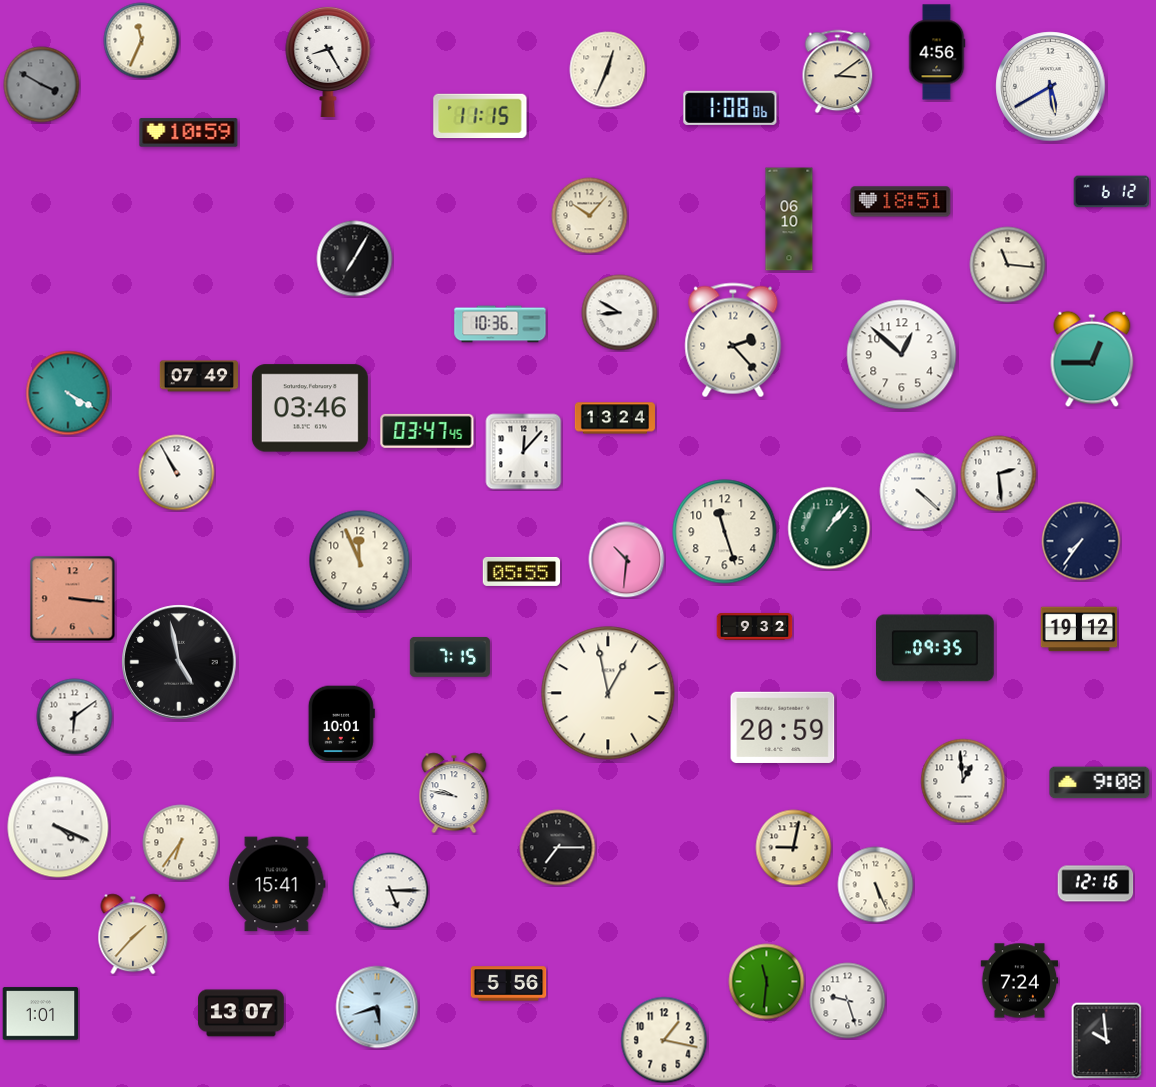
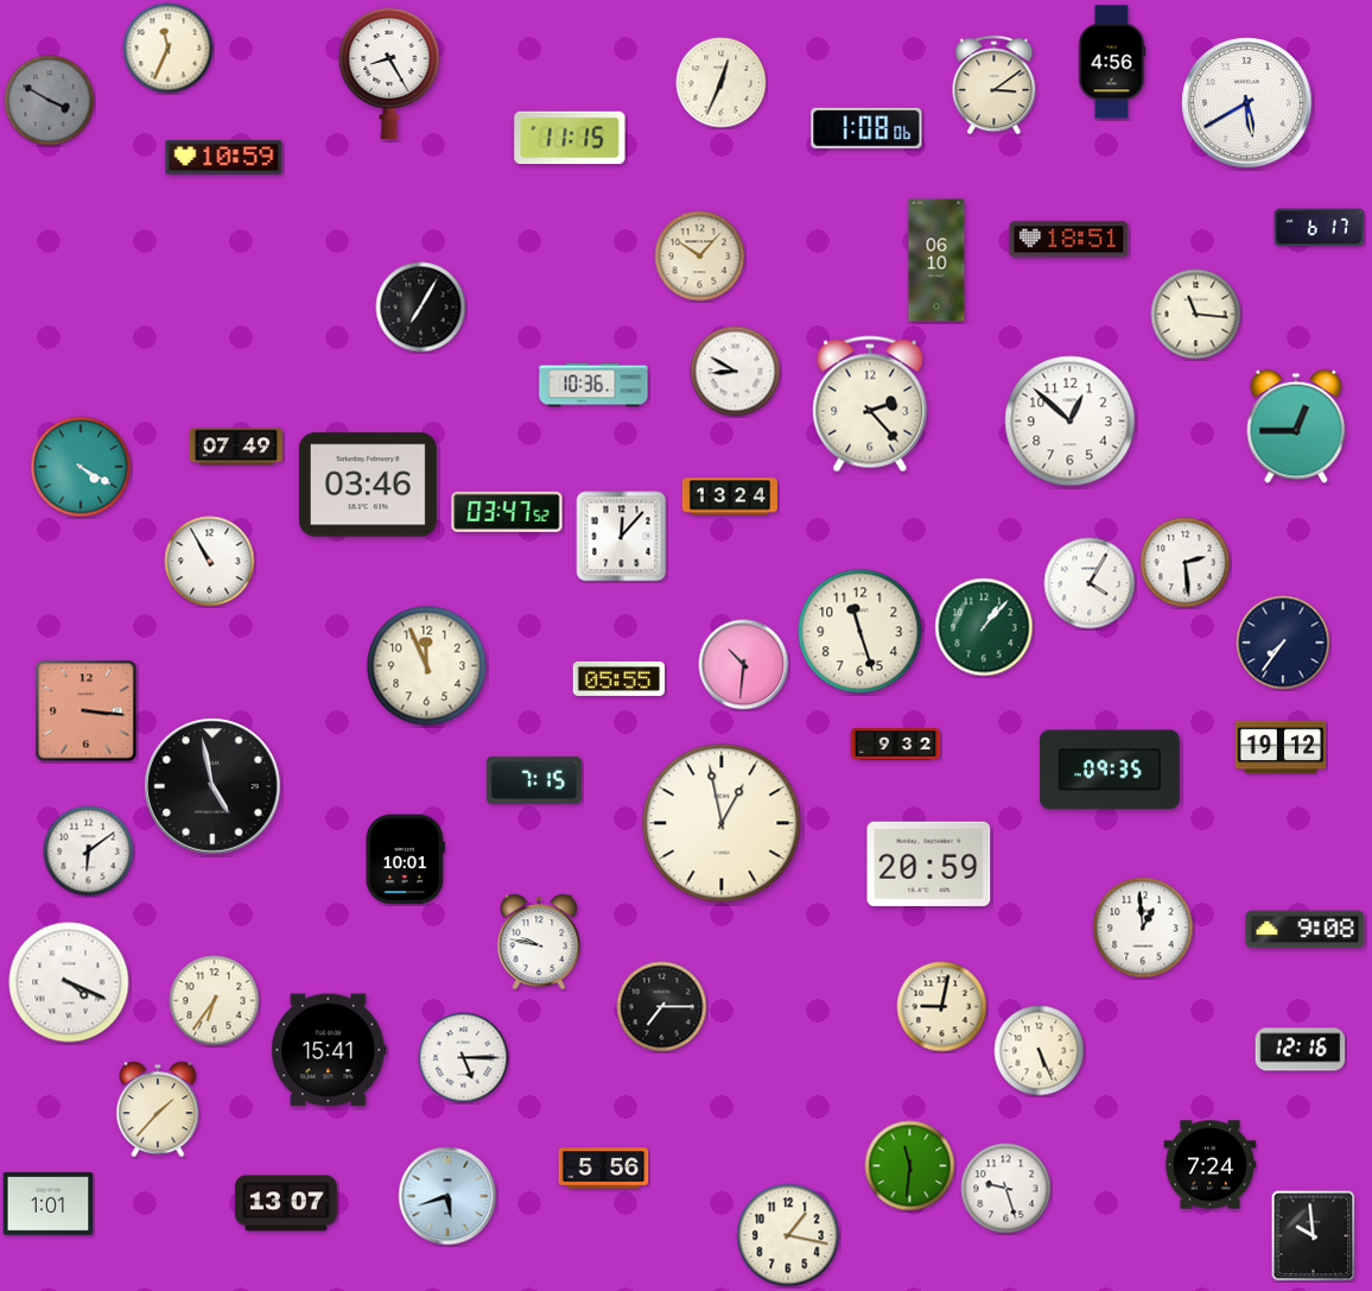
clock at (1112, 192): 6:12 -> 6:17
clock at (427, 431): 03:47:45 -> 03:47:52
clock at (918, 491): 4:22 -> 4:05
